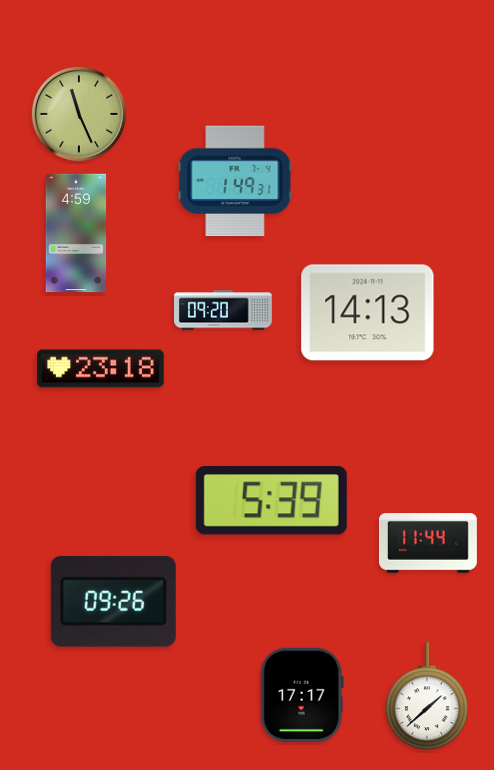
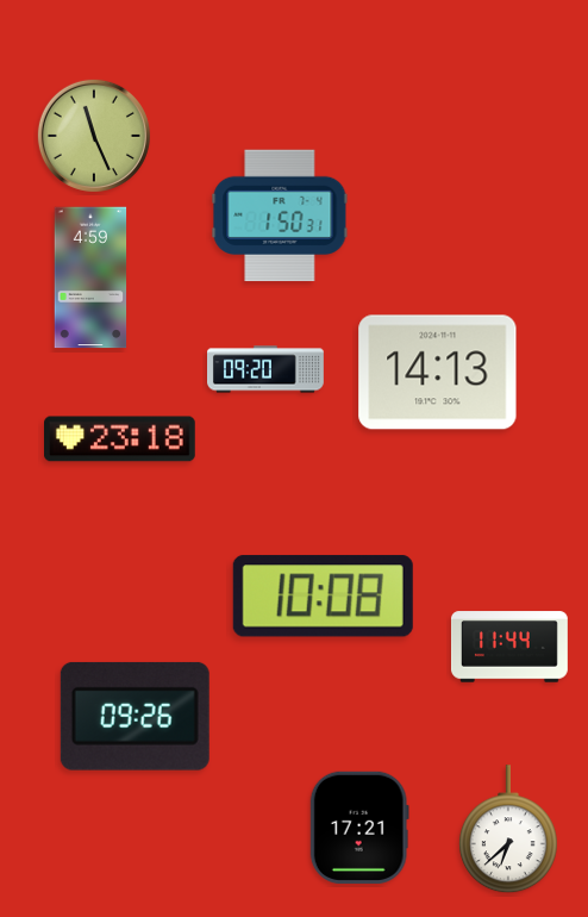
clock at (235, 181): 1:49 -> 1:50
clock at (271, 501): 5:39 -> 10:08
clock at (302, 695): 17:17 -> 17:21
clock at (427, 697): 1:38 -> 6:38
